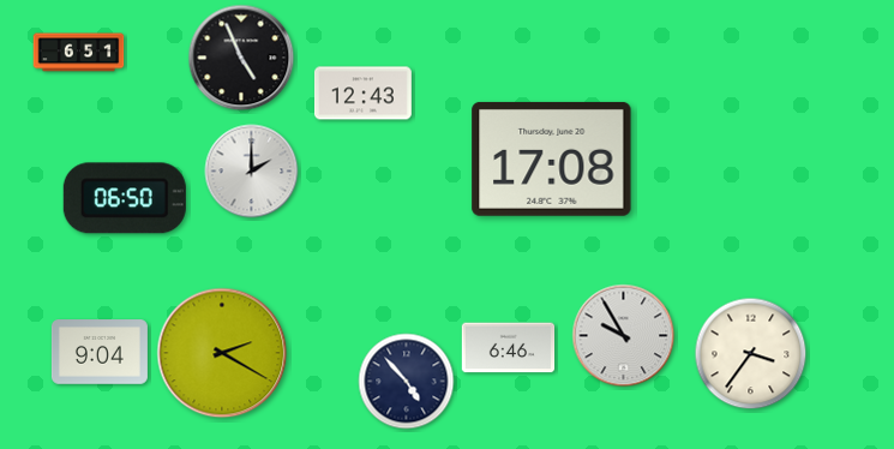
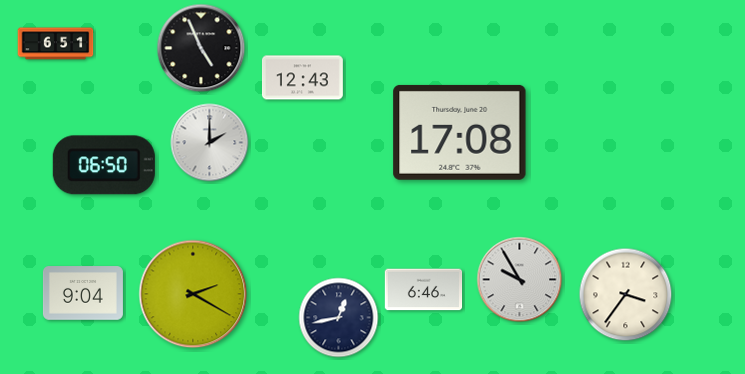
clock at (79, 53) position: (79, 53) -> (56, 44)
clock at (222, 353) position: (222, 353) -> (193, 294)
clock at (407, 382): 4:53 -> 12:43
